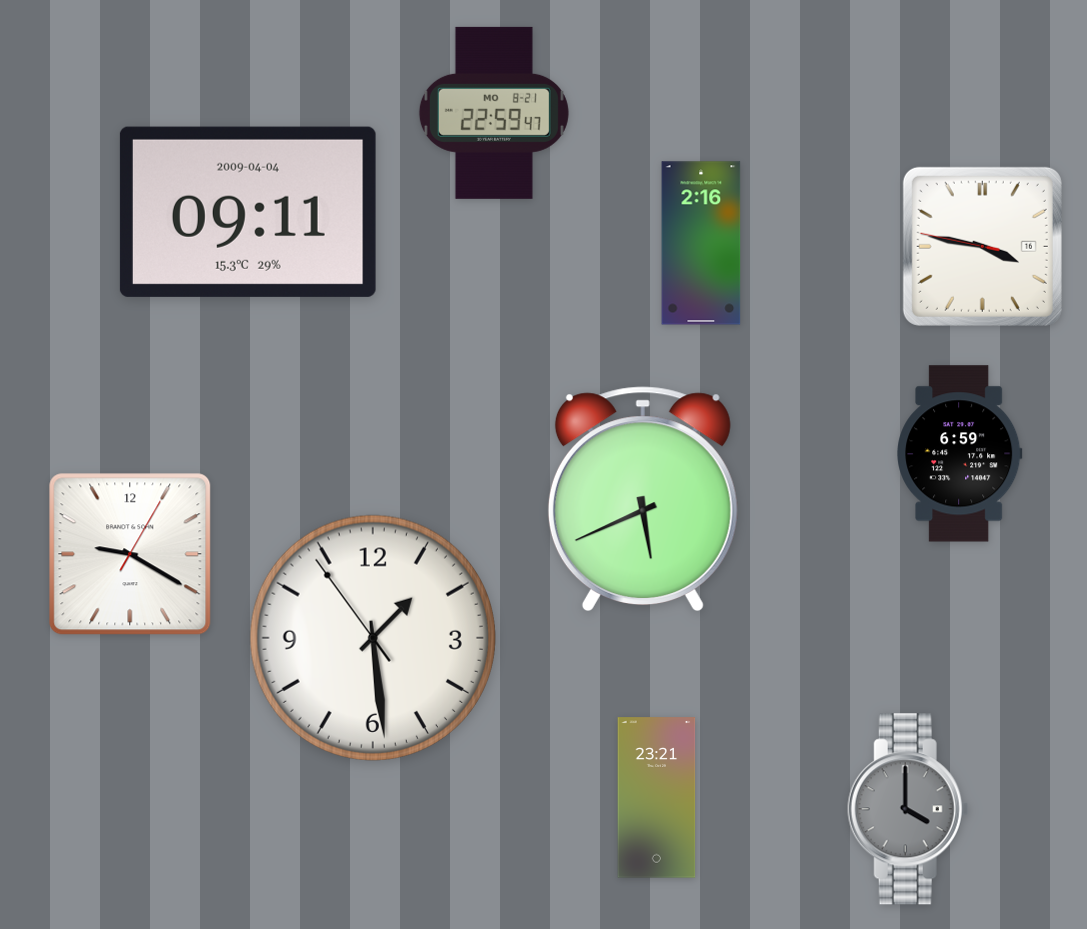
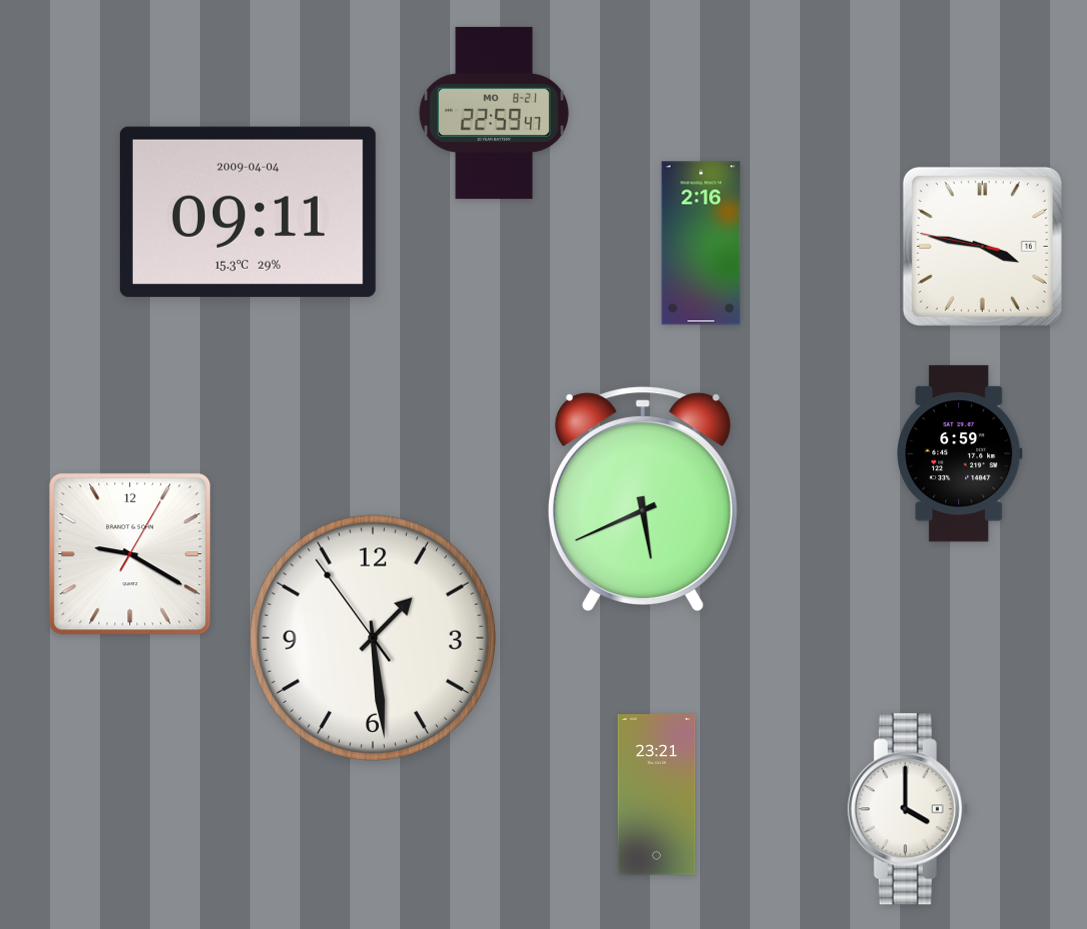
clock at (657, 798) position: (657, 798) -> (657, 795)
clock at (908, 809) dial: grey -> white
